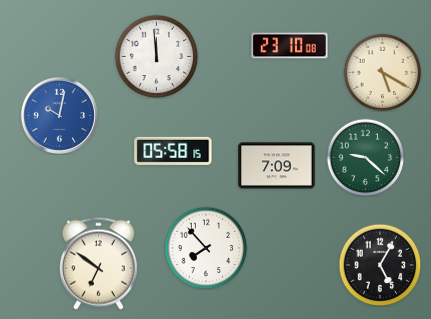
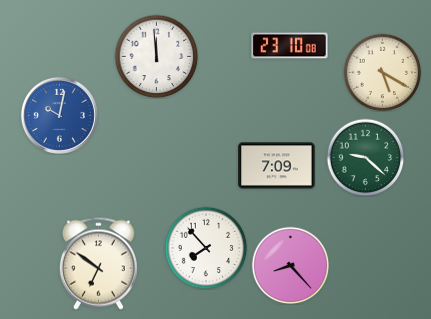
clock at (173, 151): 05:58 -> none
clock at (290, 265): none -> 8:23
clock at (380, 265): 5:05 -> none
